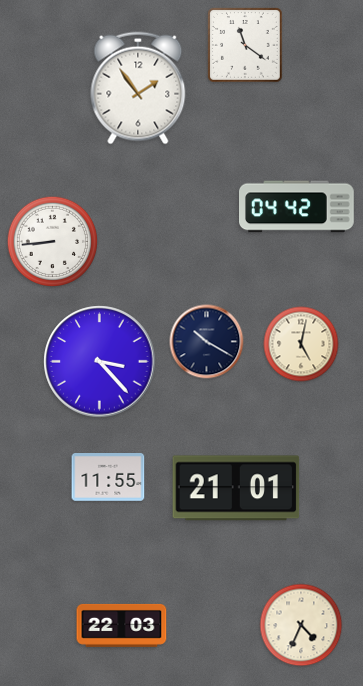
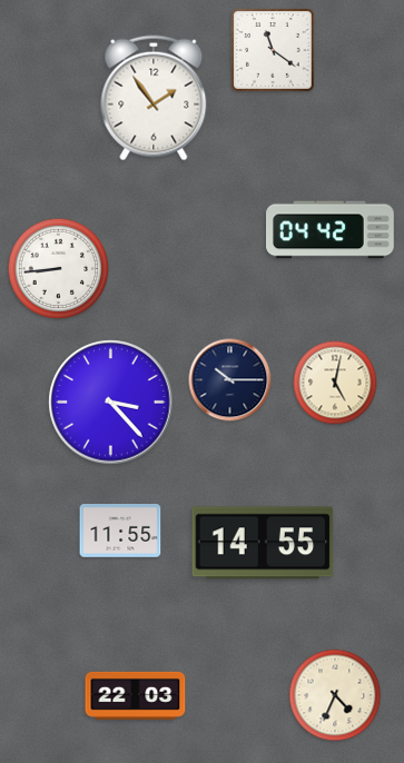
clock at (207, 342): 10:20 -> 10:15
clock at (236, 488): 21:01 -> 14:55
